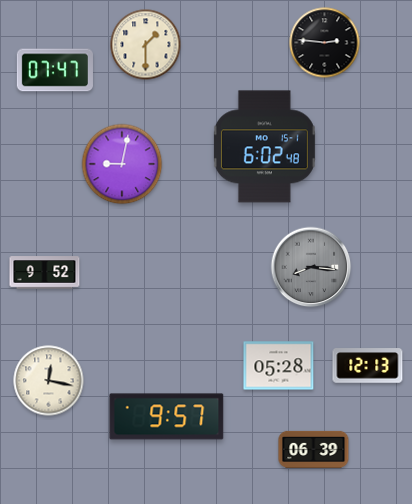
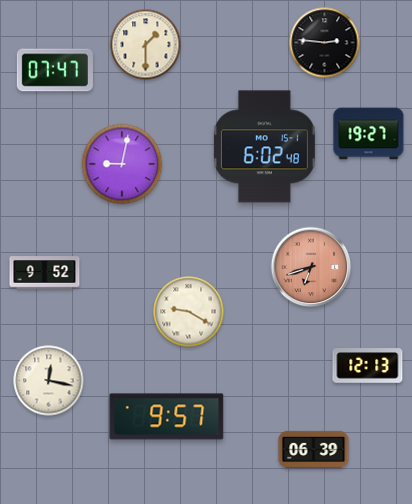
clock at (369, 134): none -> 19:27
clock at (311, 267): 8:16 -> 6:42
clock at (311, 267) dial: grey -> salmon
clock at (189, 312): none -> 9:20
clock at (279, 366): 05:28 -> none
